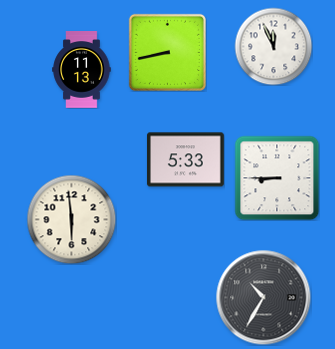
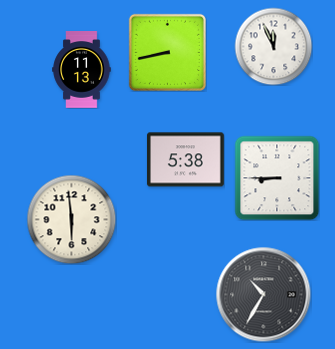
clock at (186, 160): 5:33 -> 5:38
clock at (263, 297) position: (263, 297) -> (263, 294)
